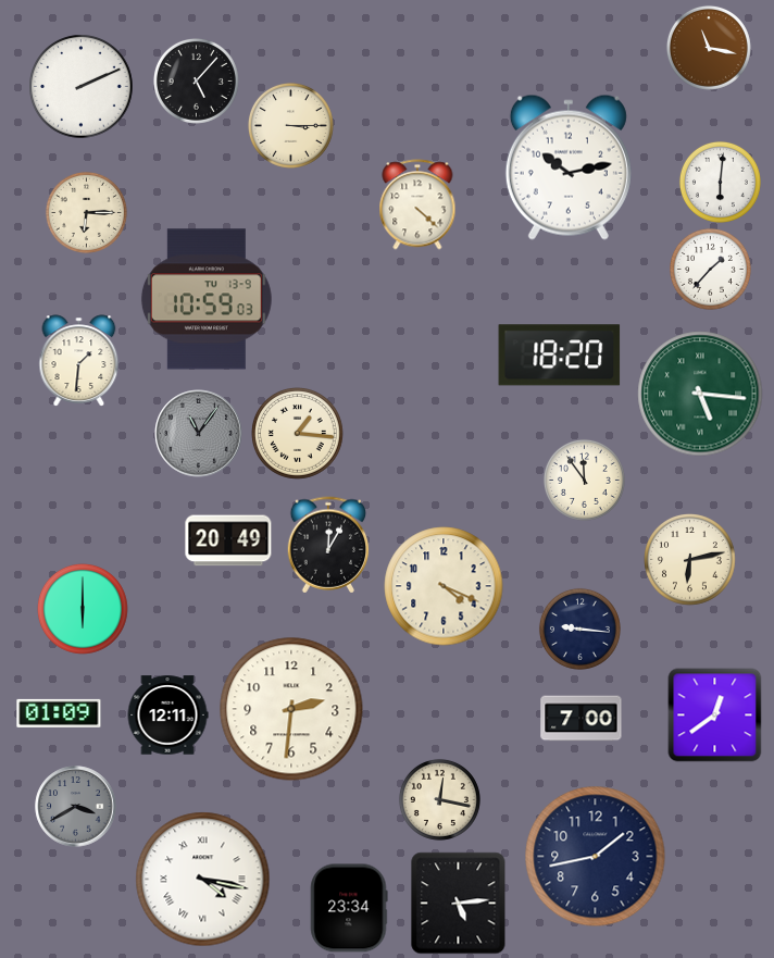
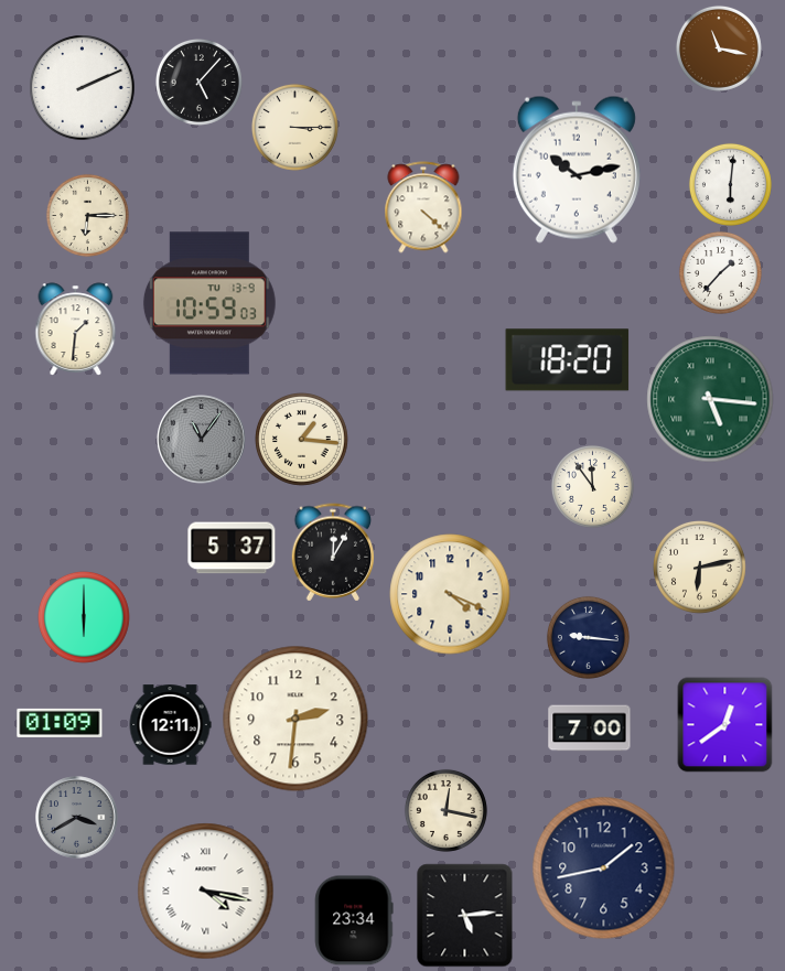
clock at (79, 361) position: (79, 361) -> (76, 330)
clock at (228, 540): 20:49 -> 5:37
